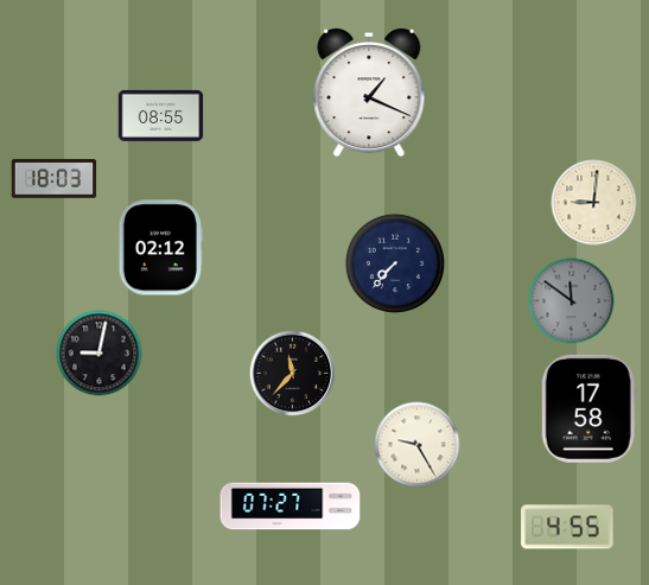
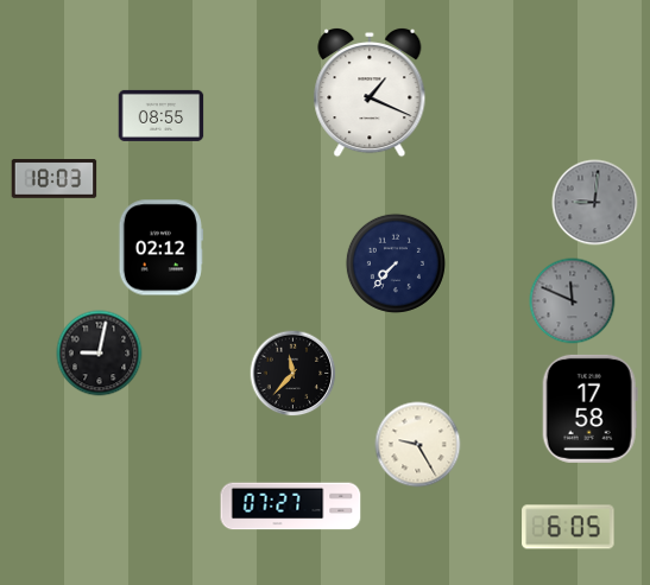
clock at (594, 203) dial: cream -> grey
clock at (572, 301): 11:51 -> 11:49
clock at (567, 527): 4:55 -> 6:05
